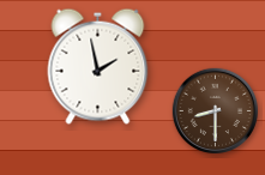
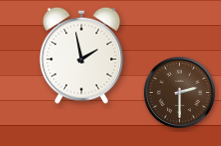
clock at (215, 110): 8:30 -> 2:30
